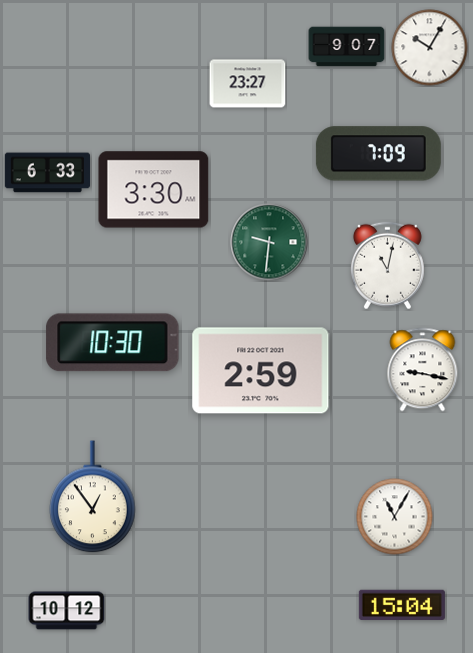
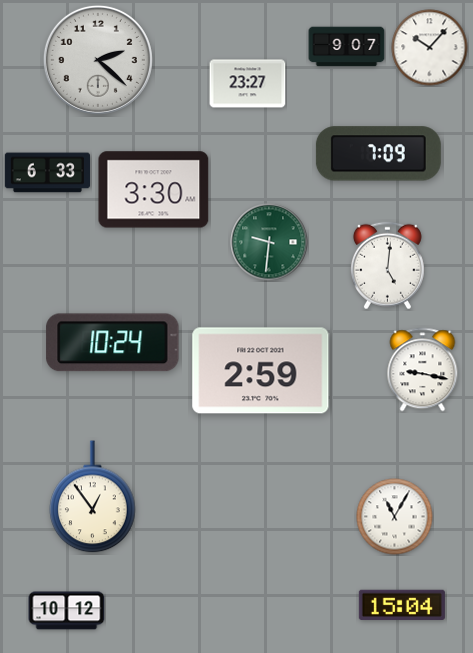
clock at (430, 48): 10:05 -> 10:07
clock at (98, 60): none -> 2:22
clock at (387, 266): 11:02 -> 5:01
clock at (113, 343): 10:30 -> 10:24
